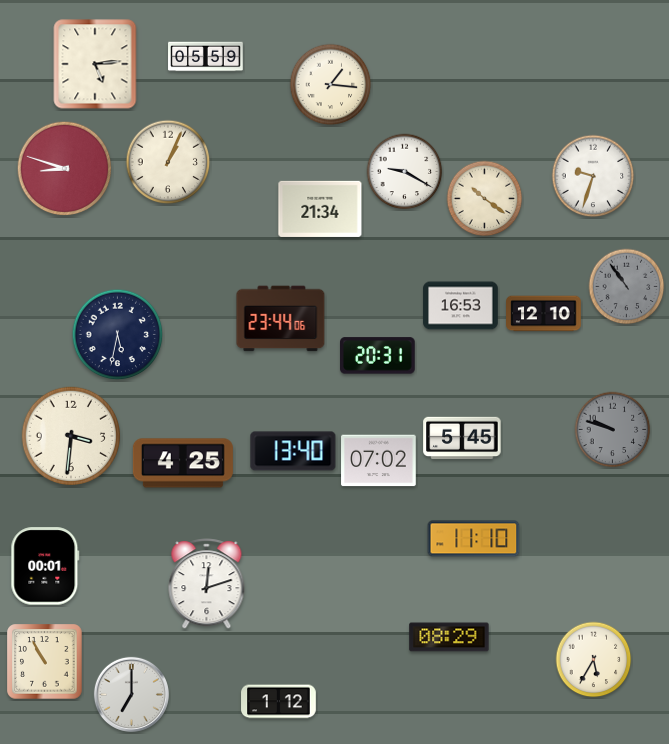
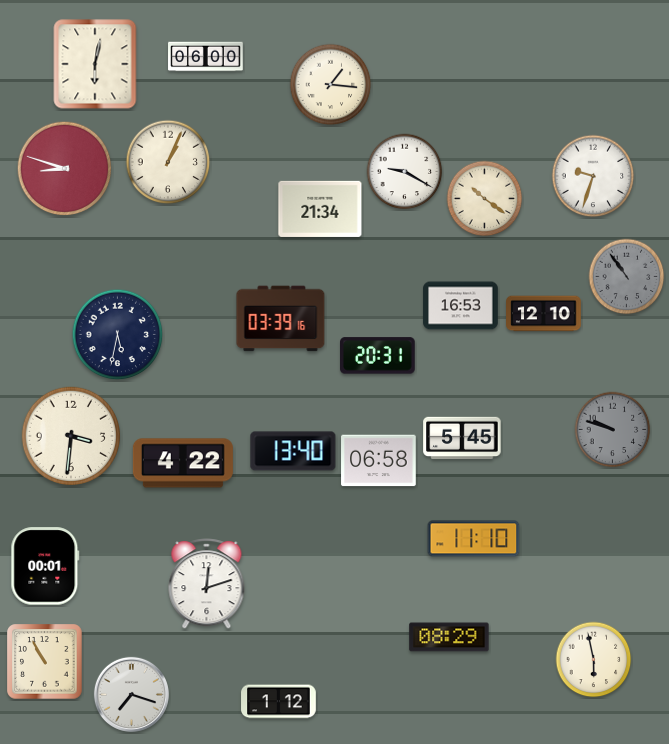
clock at (206, 57): 05:59 -> 06:00
clock at (95, 64): 5:14 -> 6:02
clock at (627, 287) position: (627, 287) -> (627, 277)
clock at (281, 319): 23:44 -> 03:39
clock at (379, 461): 07:02 -> 06:58
clock at (183, 463): 4:25 -> 4:22
clock at (594, 660): 5:35 -> 5:58
clock at (131, 694): 7:00 -> 7:18
